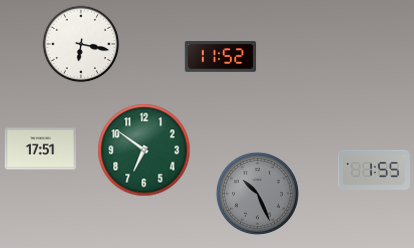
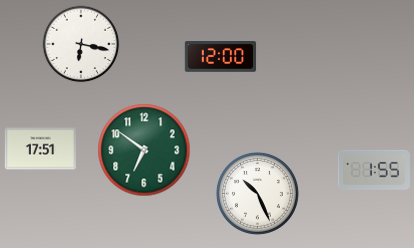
clock at (221, 57): 11:52 -> 12:00
clock at (257, 193) dial: grey -> white
